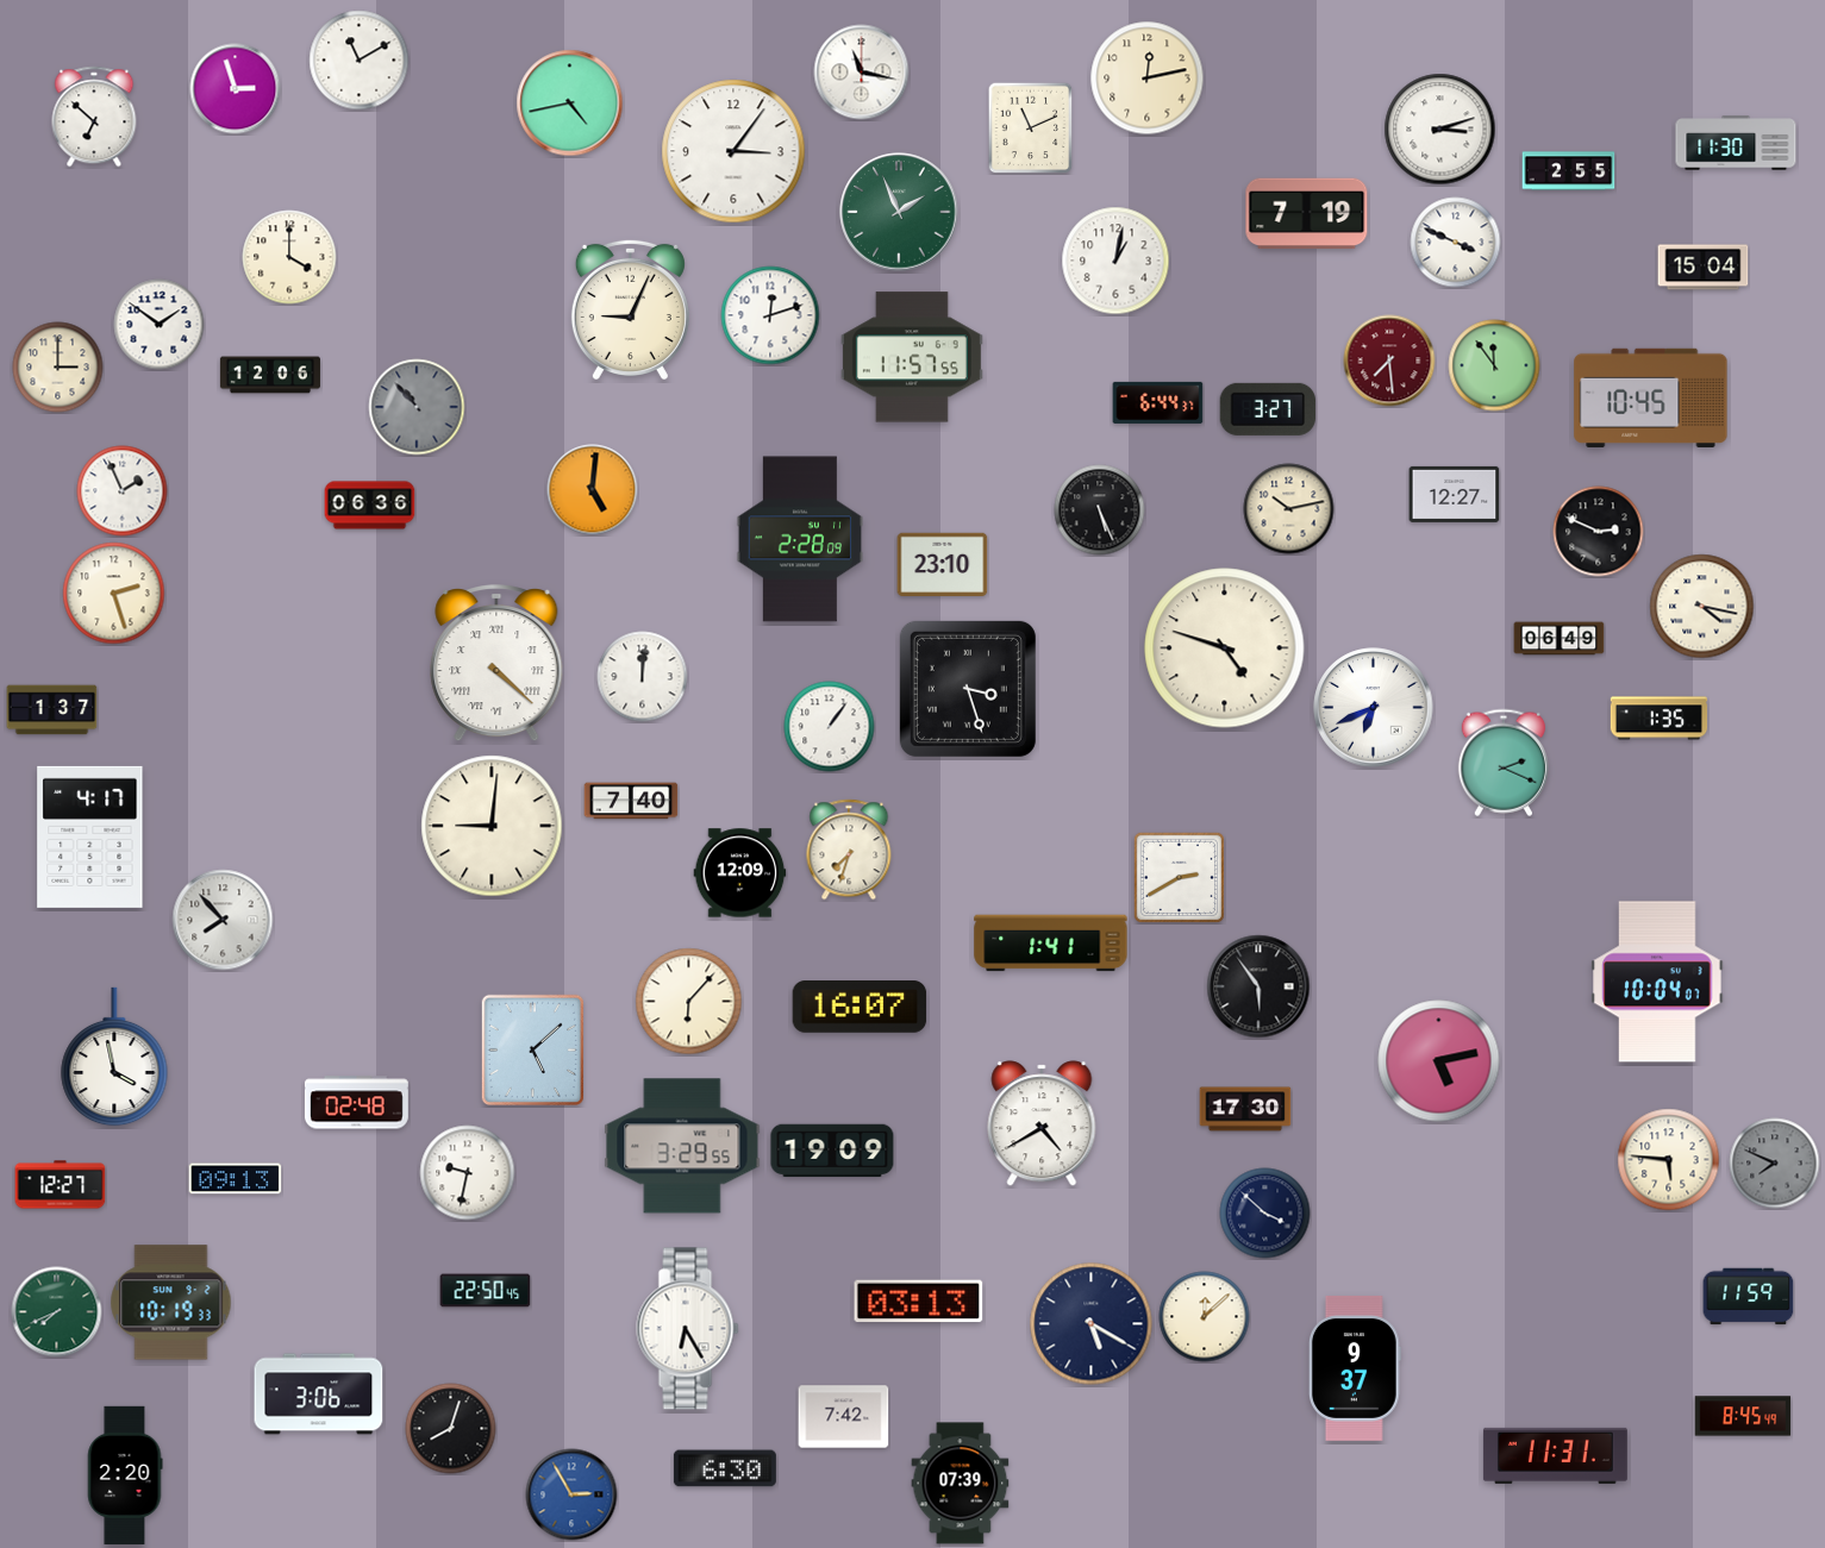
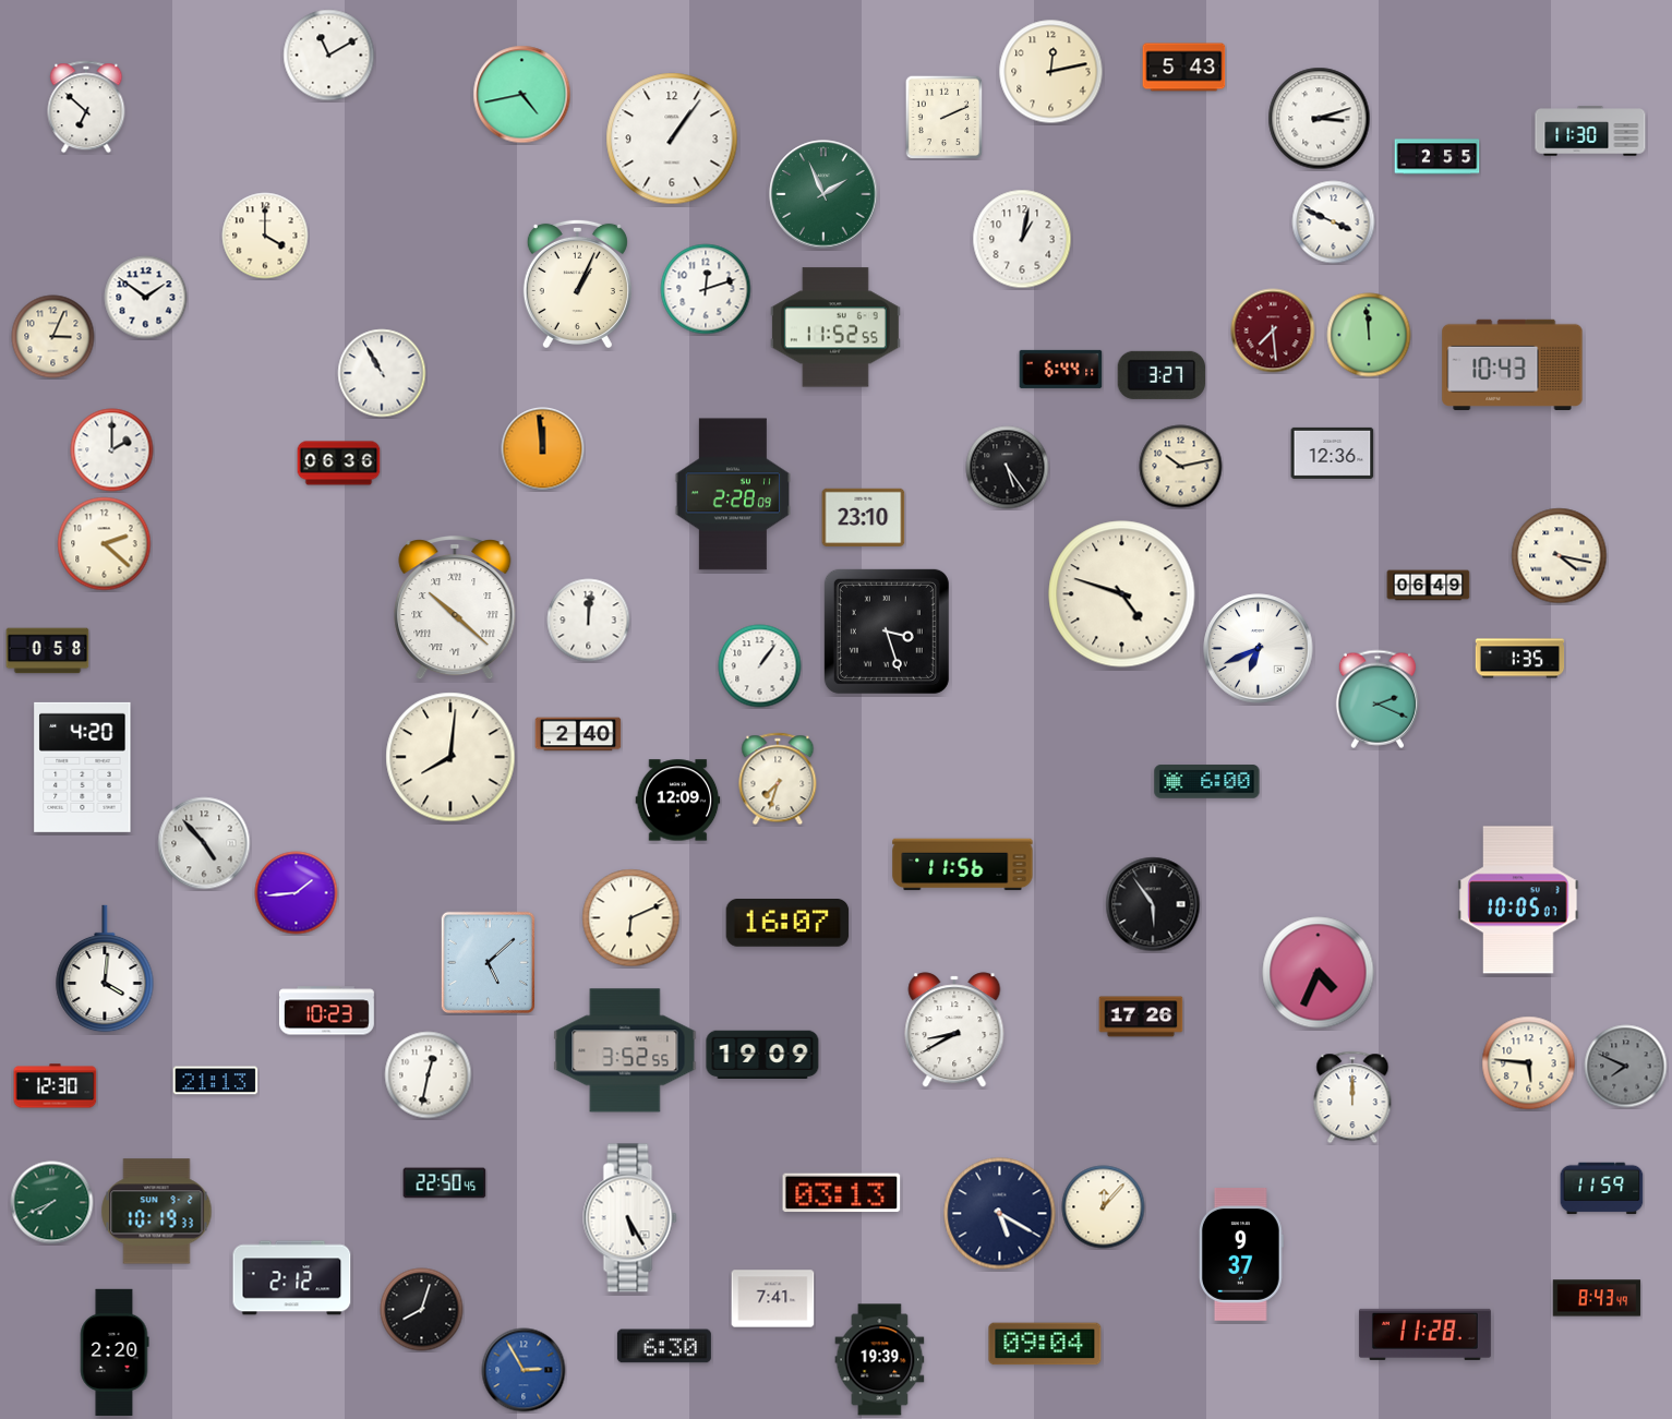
clock at (862, 73): 11:17 -> none
clock at (1184, 68): none -> 5:43
clock at (236, 89): 2:57 -> none
clock at (1031, 127): 11:11 -> 2:11
clock at (733, 151): 3:06 -> 1:06
clock at (1307, 214): 7:19 -> none
clock at (1704, 268): 15:04 -> none
clock at (630, 308): 9:04 -> 1:04
clock at (912, 357): 11:57 -> 11:52
clock at (1494, 365): 11:54 -> 11:59
clock at (58, 368): 3:00 -> 3:04
clock at (270, 375): 12:06 -> none
clock at (1651, 397): 10:45 -> 10:43
clock at (1158, 402): 6:44:37 -> 6:44:11
clock at (417, 407): 10:53 -> 10:55
clock at (417, 407) dial: grey -> white
clock at (593, 490): 5:01 -> 11:59
clock at (123, 491): 1:56 -> 2:00
clock at (1455, 494): 12:27 -> 12:36
clock at (1100, 510): 5:26 -> 5:24
clock at (1599, 532): 2:49 -> none
clock at (114, 594): 2:27 -> 2:22
clock at (496, 664): 4:22 -> 10:22
clock at (52, 710): 1:37 -> 0:58
clock at (631, 801): 7:40 -> 2:40
clock at (492, 826): 9:01 -> 8:01
clock at (90, 836): 4:17 -> 4:20
clock at (1207, 782): none -> 6:00
clock at (1179, 877): 2:40 -> none
clock at (223, 920): 7:53 -> 4:53
clock at (1051, 944): 1:41 -> 11:56
clock at (297, 893): none -> 1:44
clock at (1657, 982): 10:04 -> 10:05
clock at (689, 1002): 6:07 -> 6:11
clock at (114, 1057): 3:58 -> 4:01
clock at (1439, 1061): 5:13 -> 4:34
clock at (356, 1103): 02:48 -> 10:23
clock at (1245, 1109): 17:30 -> 17:26
clock at (1042, 1123): 4:40 -> 8:40
clock at (682, 1146): 3:29 -> 3:52
clock at (468, 1173): 9:32 -> 12:32
clock at (236, 1179): 09:13 -> 21:13
clock at (61, 1185): 12:27 -> 12:30
clock at (1352, 1097): none -> 12:00
clock at (1265, 1214): 3:52 -> none
clock at (171, 1303) position: (171, 1303) -> (157, 1212)
clock at (1205, 1317): 12:08 -> 12:07
clock at (688, 1329): 6:25 -> 5:25
clock at (319, 1395): 3:06 -> 2:12
clock at (1743, 1416): 8:45 -> 8:43
clock at (844, 1417): 7:42 -> 7:41
clock at (451, 1429) position: (451, 1429) -> (422, 1310)
clock at (1555, 1455): 11:31 -> 11:28
clock at (1045, 1344): none -> 09:04
clock at (961, 1484): 07:39 -> 19:39
